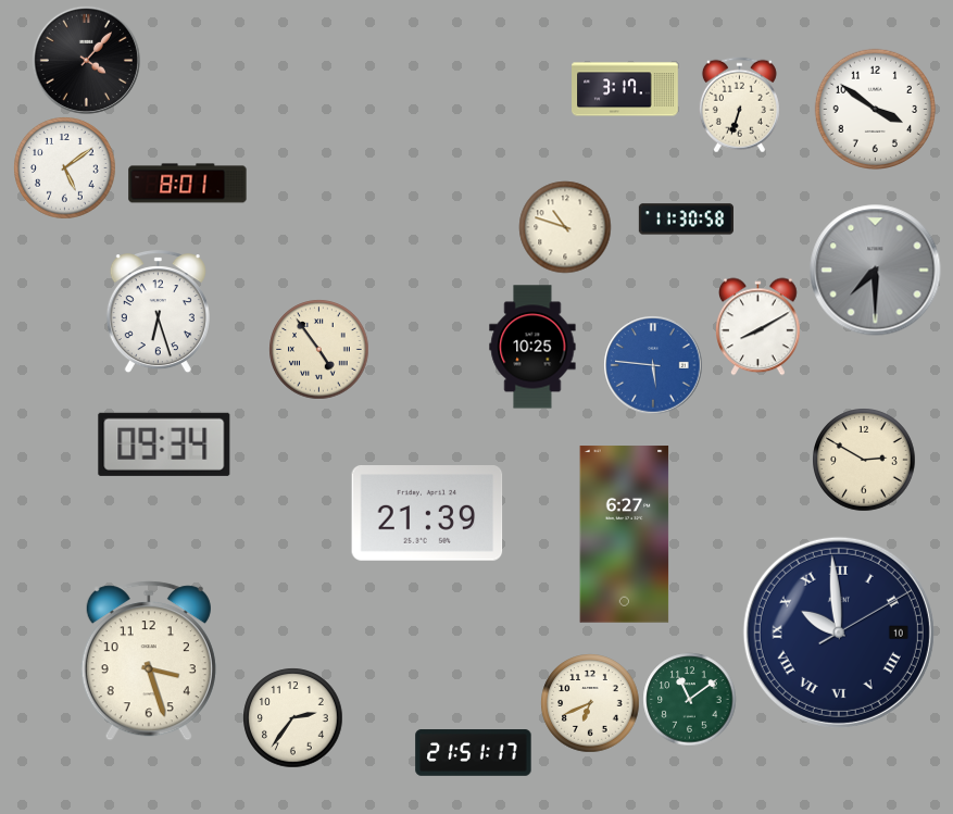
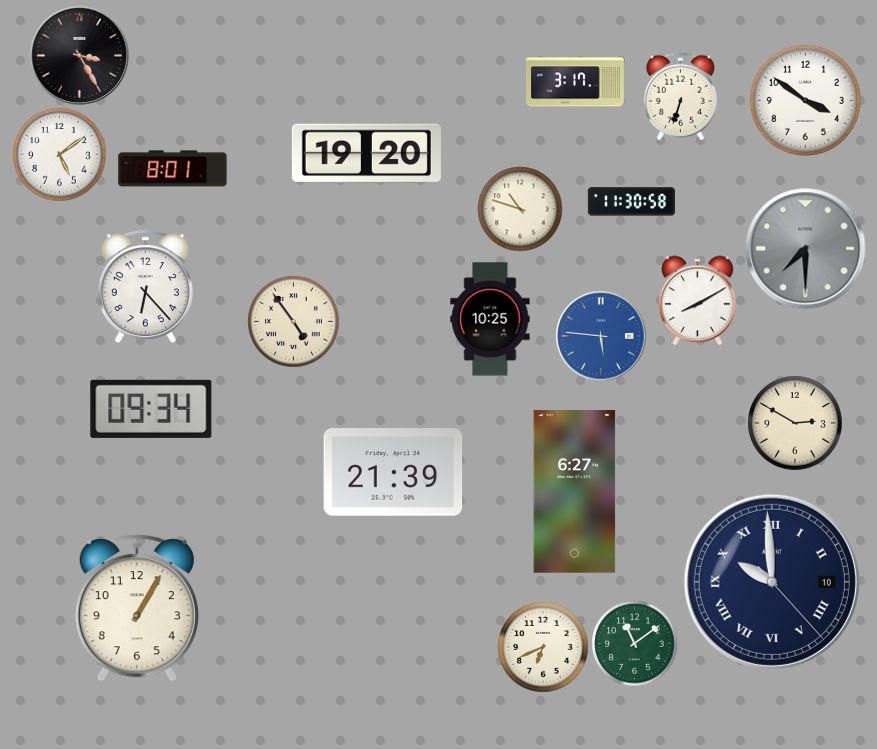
clock at (86, 60): 4:07 -> 3:25
clock at (366, 154): none -> 19:20
clock at (158, 312): 6:27 -> 6:23
clock at (839, 633): 9:59:10 -> 9:59:23
clock at (149, 661): 3:27 -> 1:05
clock at (292, 717): 2:36 -> none
clock at (474, 753): 21:51 -> none
